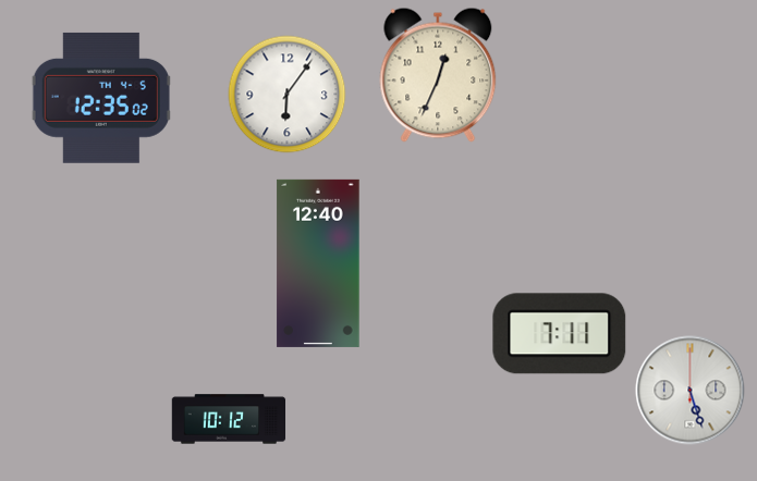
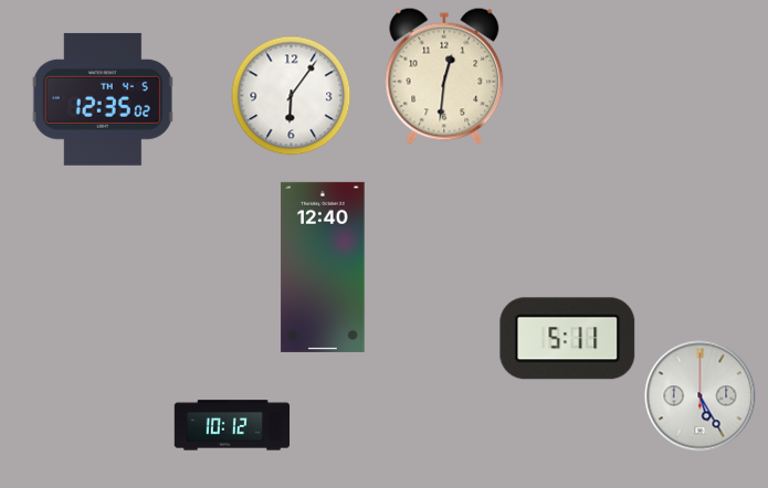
clock at (438, 75): 12:34 -> 12:31
clock at (560, 334): 7:11 -> 5:11
clock at (691, 391): 5:27 -> 5:25
